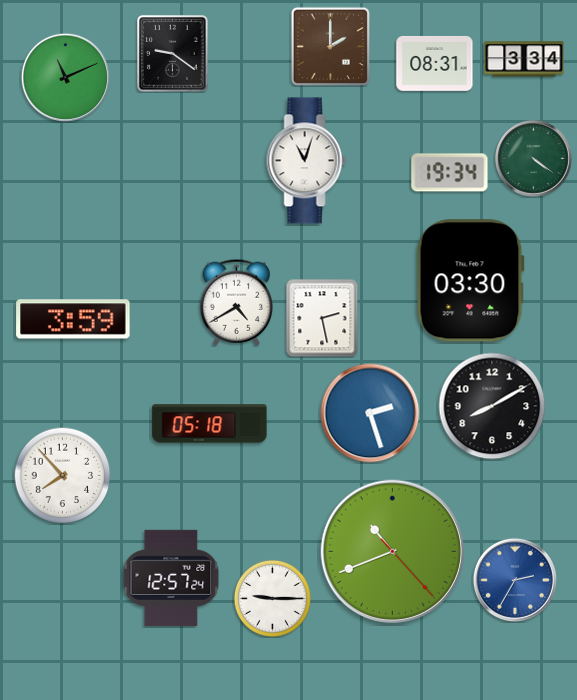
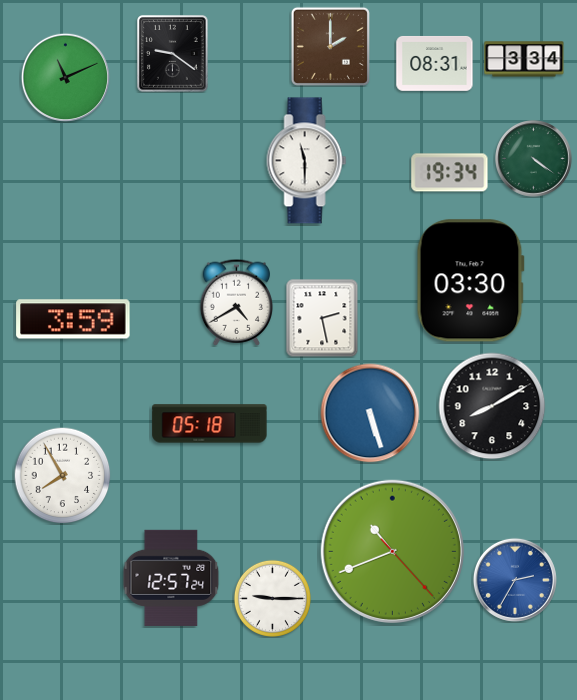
clock at (307, 161): 11:03 -> 11:30
clock at (370, 413): 2:27 -> 5:27
clock at (62, 475): 7:53 -> 7:55
